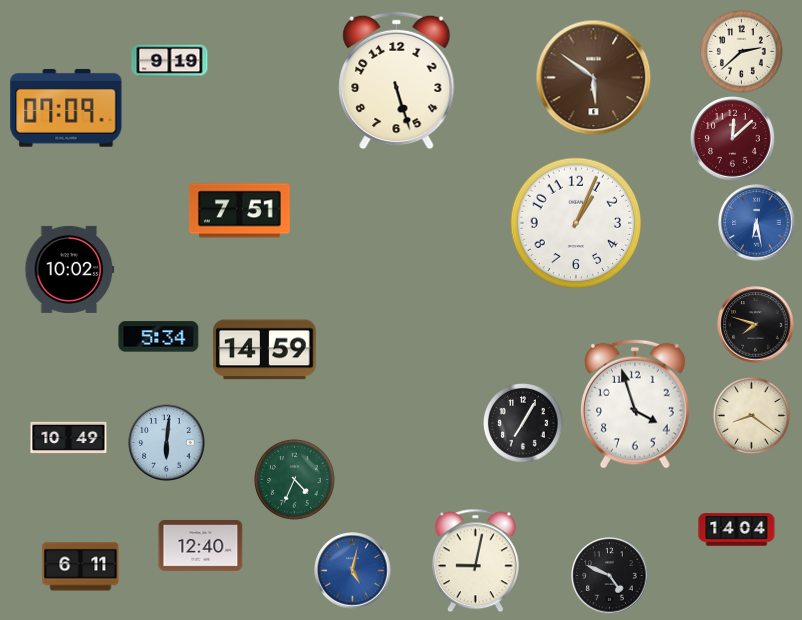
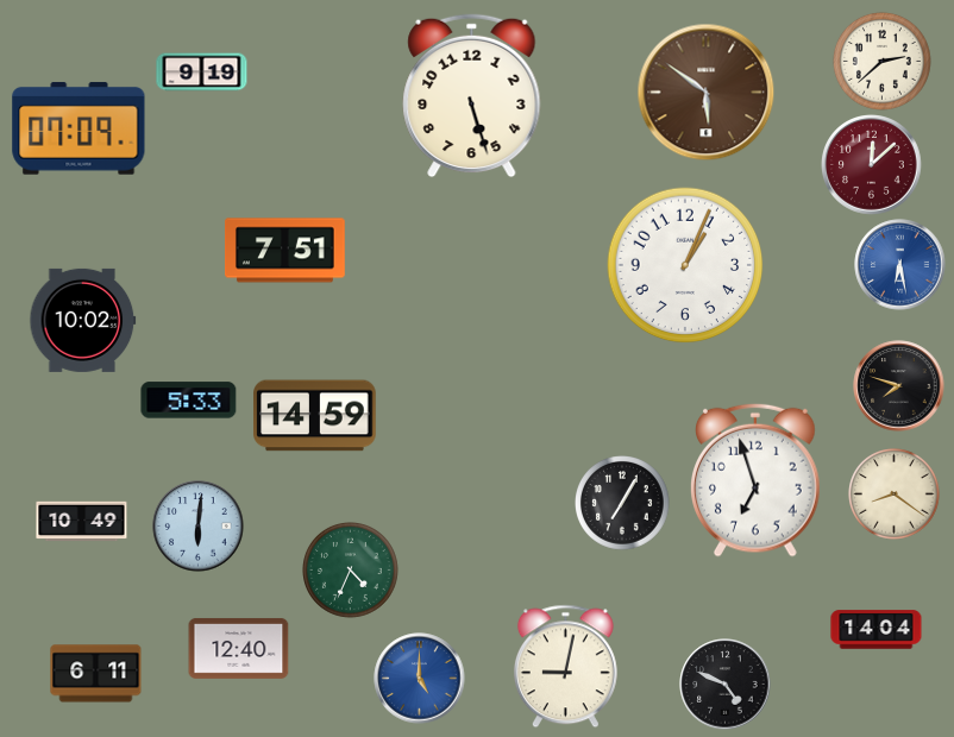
clock at (159, 337): 5:34 -> 5:33
clock at (636, 404): 3:57 -> 6:57
clock at (353, 571): 5:02 -> 5:00
